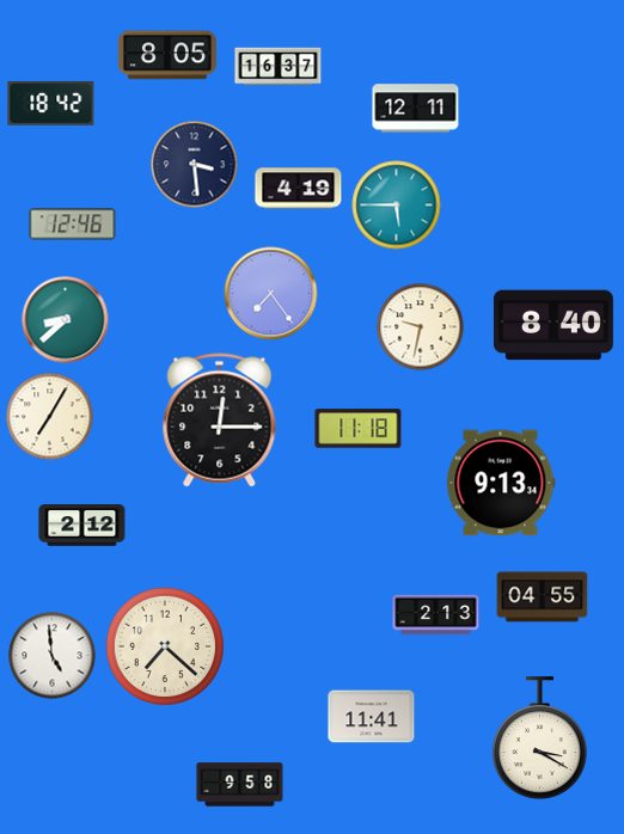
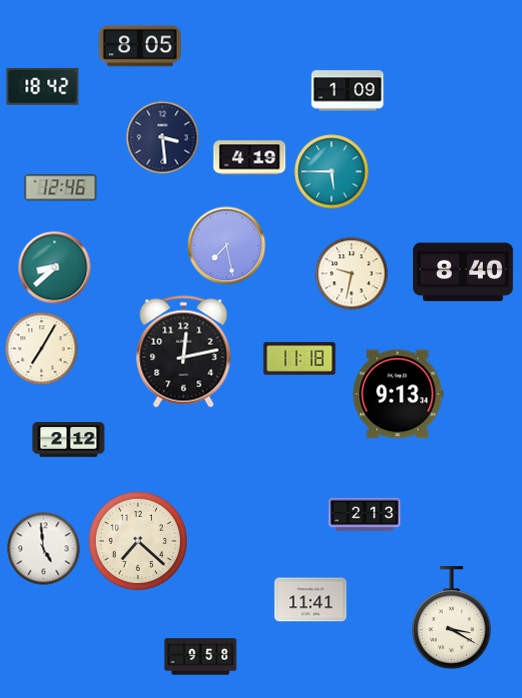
clock at (279, 67): 16:37 -> none
clock at (416, 109): 12:11 -> 1:09
clock at (271, 294): 7:24 -> 7:28
clock at (220, 421): 12:15 -> 12:13
clock at (501, 483) position: (501, 483) -> (398, 394)
clock at (543, 597): 04:55 -> none
